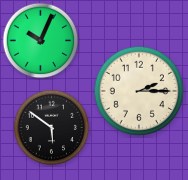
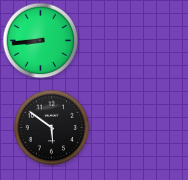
clock at (41, 41): 10:04 -> 8:44
clock at (139, 91): 2:15 -> none
